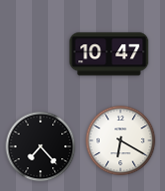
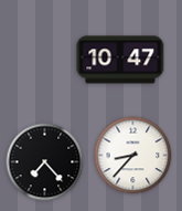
clock at (121, 141): 6:20 -> 8:37
